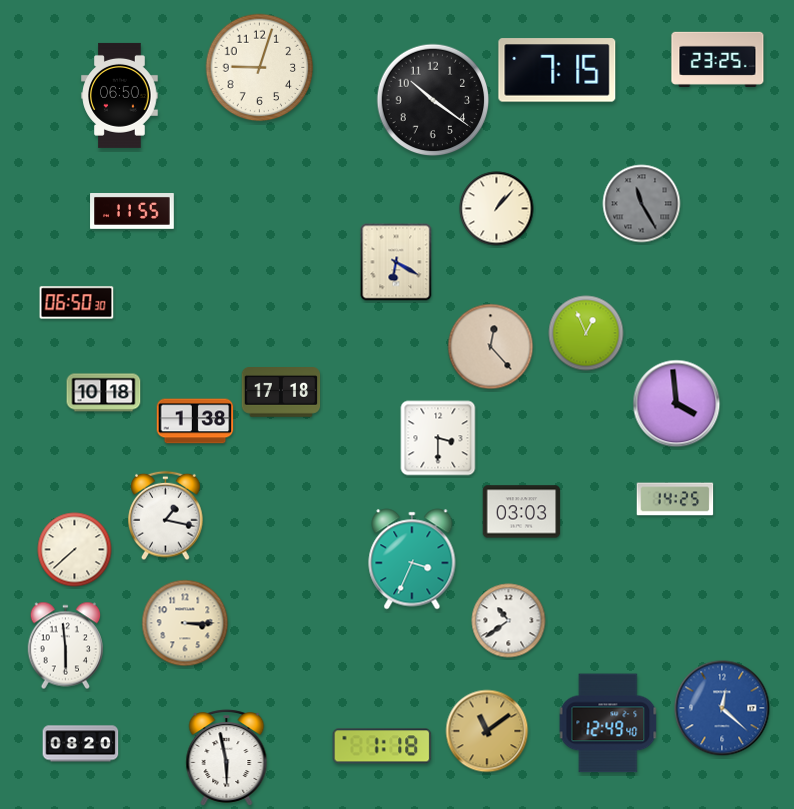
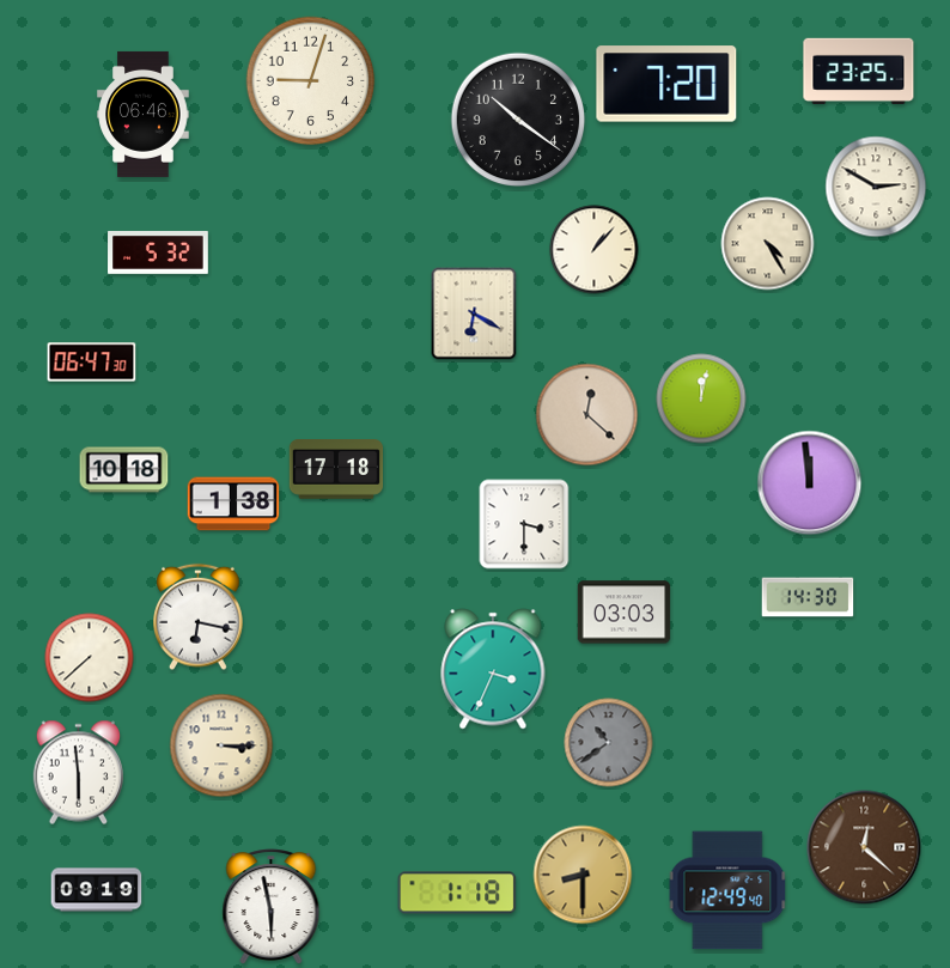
clock at (557, 70): 7:15 -> 7:20
clock at (120, 95): 06:50 -> 06:46
clock at (876, 187): none -> 2:50
clock at (642, 204): 11:25 -> 4:25
clock at (642, 204) dial: grey -> cream
clock at (132, 212): 11:55 -> 5:32
clock at (77, 303): 06:50 -> 06:47
clock at (586, 333): 12:56 -> 12:02
clock at (491, 347): 12:23 -> 12:22
clock at (677, 404): 3:59 -> 11:59
clock at (675, 499): 14:25 -> 14:30
clock at (166, 516): 1:17 -> 6:17
clock at (509, 621) dial: white -> grey
clock at (722, 708) dial: blue -> brown
clock at (608, 723) position: (608, 723) -> (727, 890)
clock at (487, 731): 11:09 -> 8:30
clock at (81, 744): 08:20 -> 09:19
